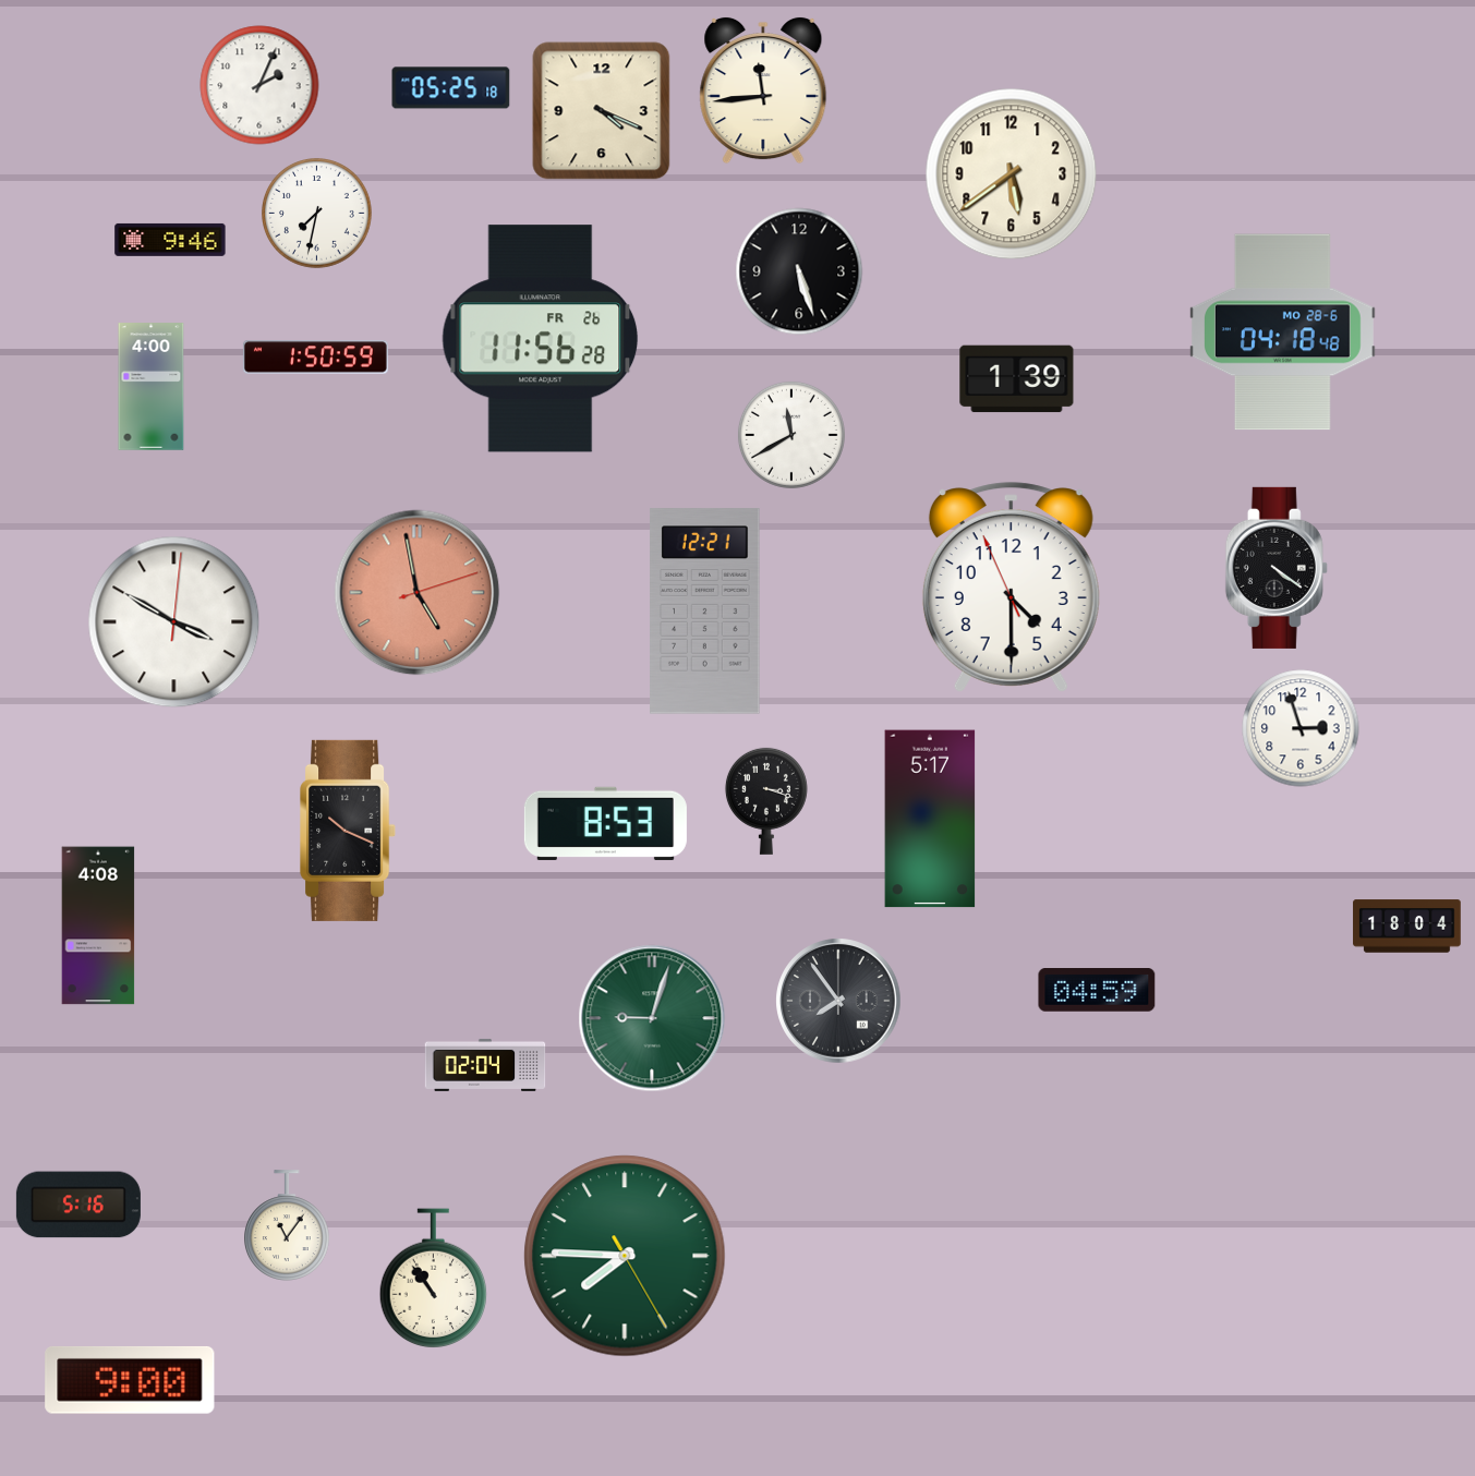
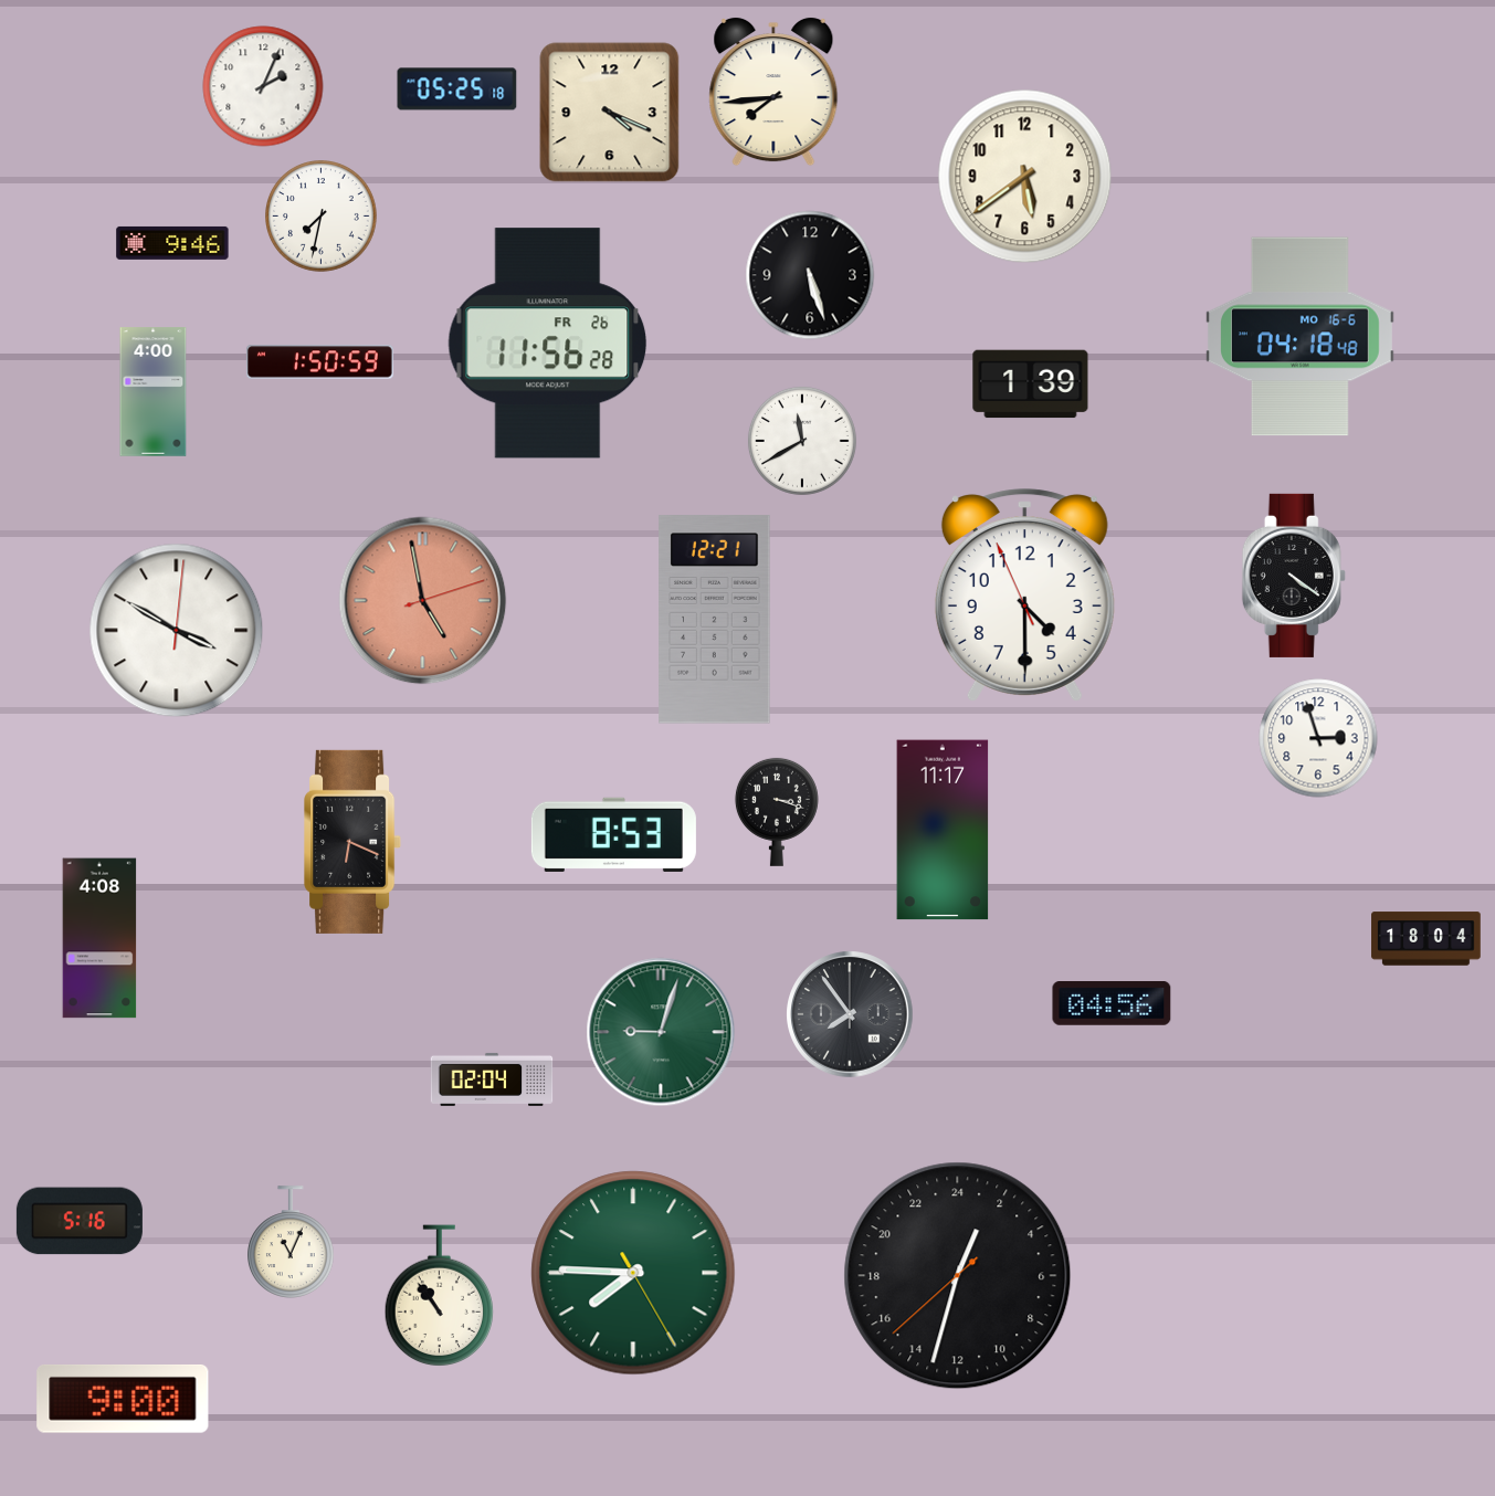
clock at (763, 90): 11:44 -> 7:44
clock at (1283, 332) date: MO 28-6 -> MO 16-6
clock at (930, 819): 5:17 -> 11:17
clock at (349, 831): 10:19 -> 6:19
clock at (1097, 991): 04:59 -> 04:56
clock at (288, 1225): 11:06 -> 11:04
clock at (958, 1276): none -> 1:32
clock at (130, 1380) position: (130, 1380) -> (123, 1399)
